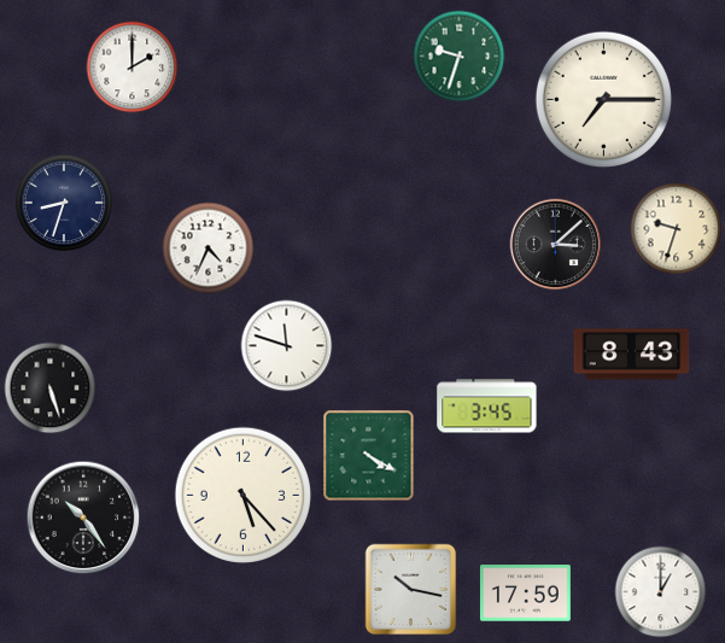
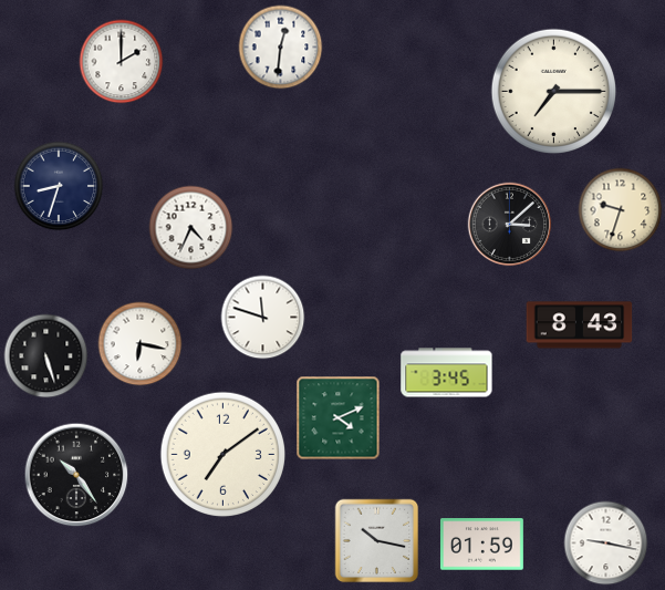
clock at (281, 48): none -> 12:31
clock at (460, 57): 9:33 -> none
clock at (141, 344): none -> 6:17
clock at (369, 456): 4:20 -> 4:11
clock at (244, 496): 5:23 -> 7:09
clock at (661, 592): 1:00 -> 9:17
clock at (525, 594): 17:59 -> 01:59
